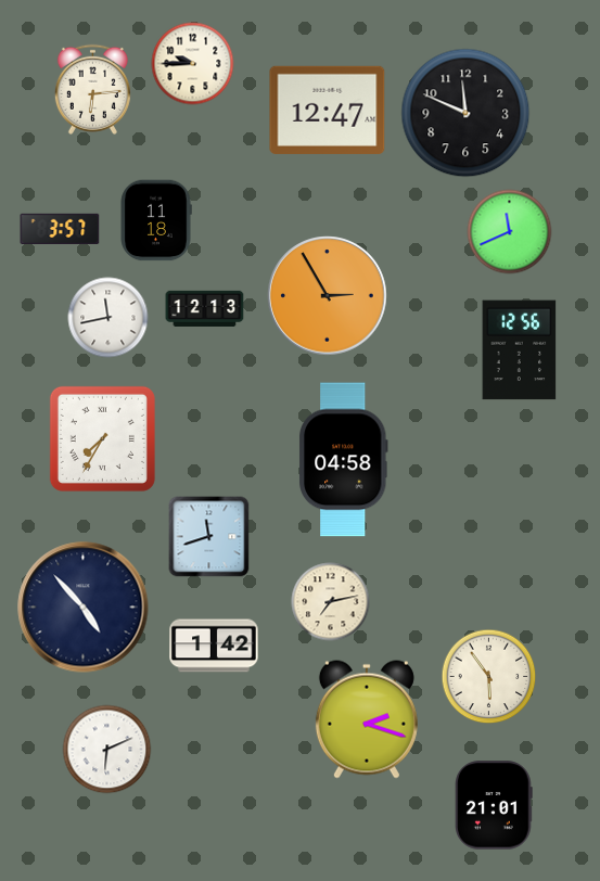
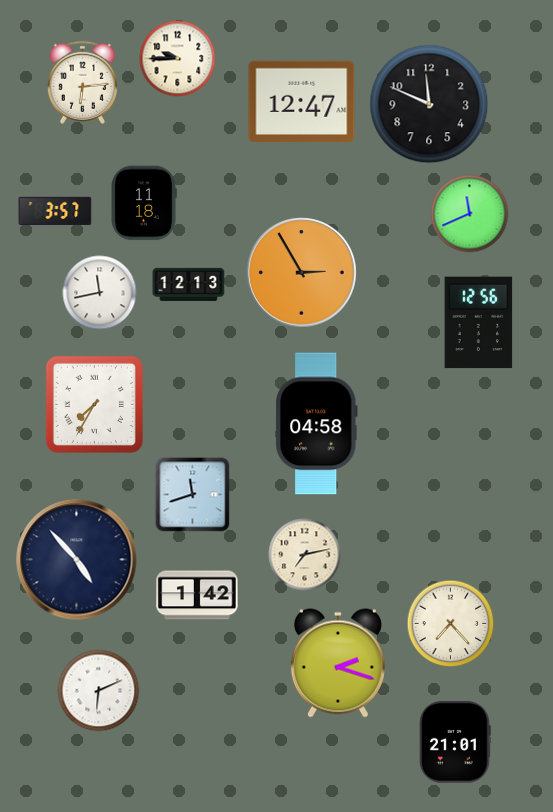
clock at (92, 89) position: (92, 89) -> (82, 82)
clock at (489, 677): 5:54 -> 7:23
